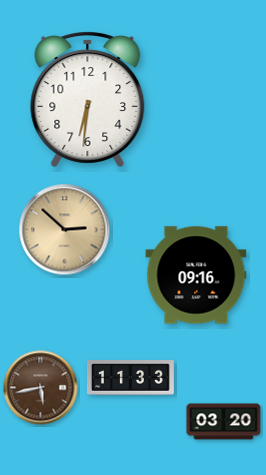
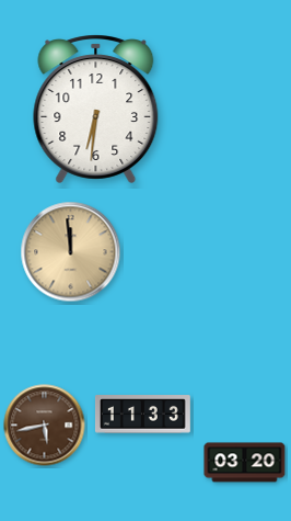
clock at (65, 230): 2:52 -> 11:59
clock at (196, 275): 09:16 -> none
